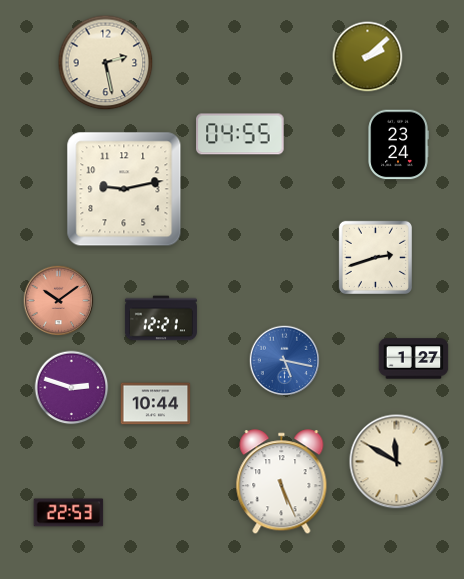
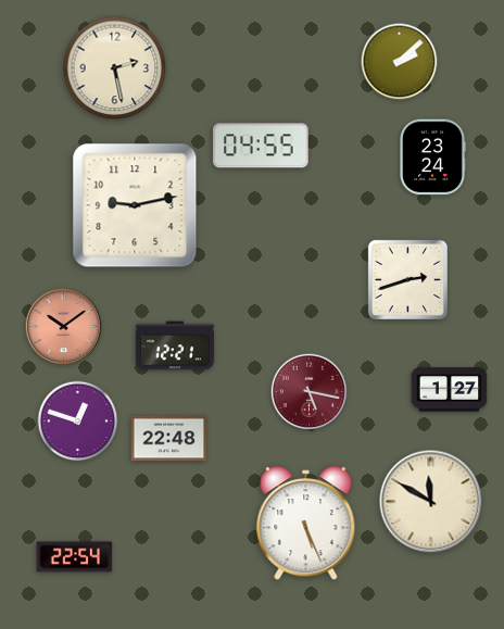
clock at (285, 361) dial: blue -> burgundy
clock at (72, 388): 2:48 -> 12:48
clock at (156, 404): 10:44 -> 22:48
clock at (69, 513): 22:53 -> 22:54
